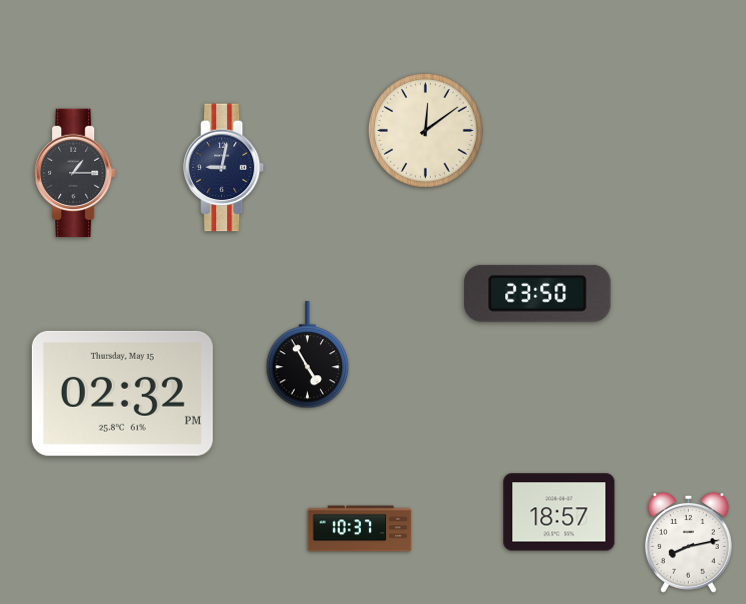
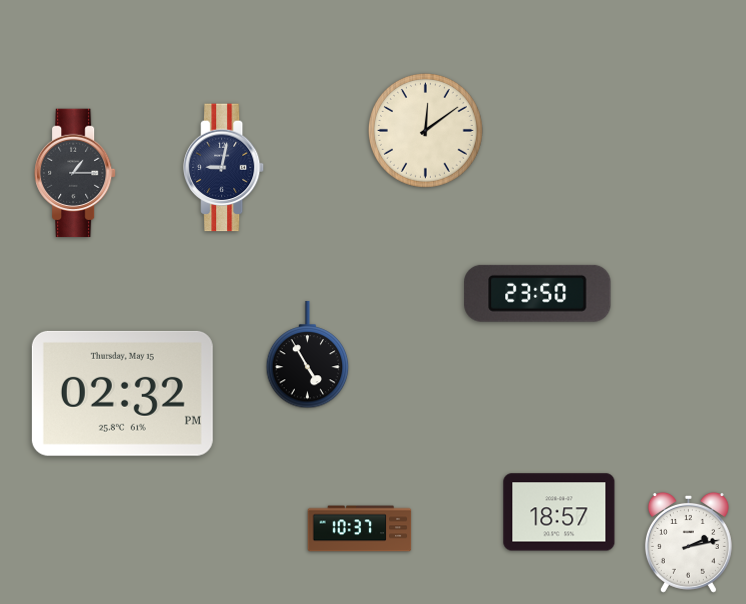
clock at (688, 542): 8:13 -> 2:13
